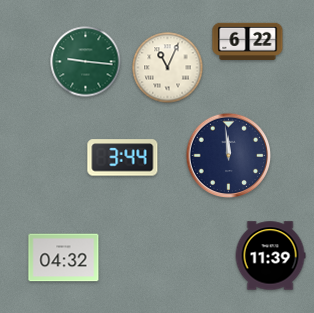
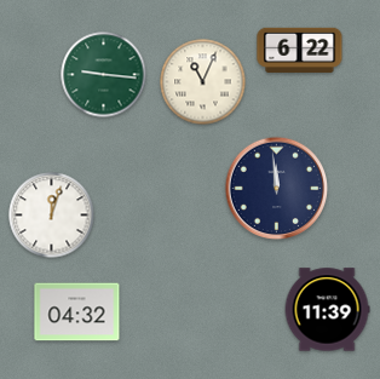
clock at (123, 158): 3:44 -> none
clock at (52, 216): none -> 12:03
